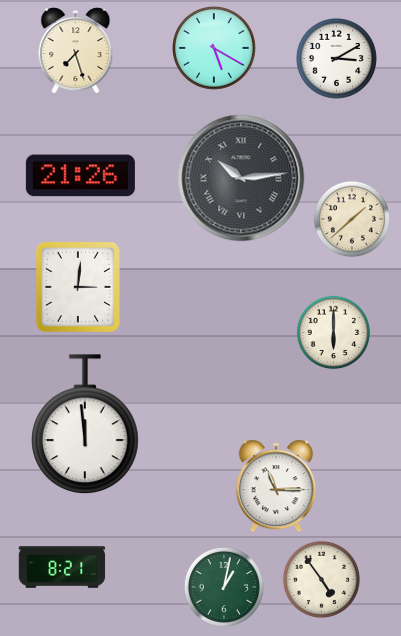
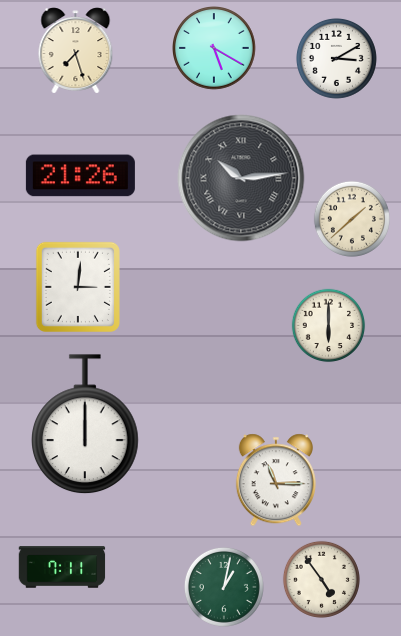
clock at (334, 333) position: (334, 333) -> (329, 326)
clock at (86, 424): 11:59 -> 12:00
clock at (276, 486) position: (276, 486) -> (276, 480)
clock at (62, 567): 8:21 -> 7:11
